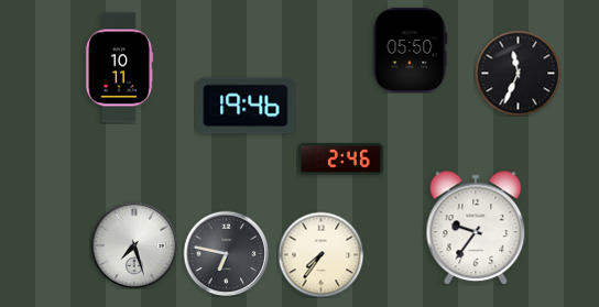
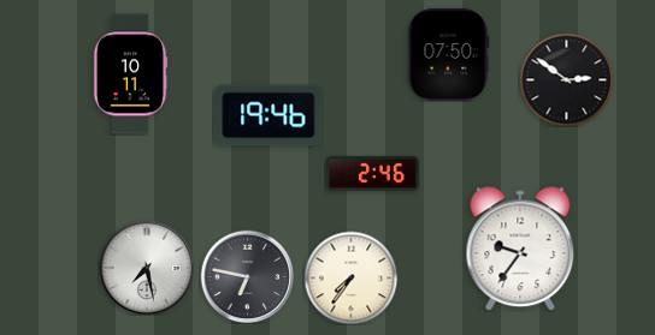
clock at (411, 50): 05:50 -> 07:50
clock at (518, 73): 11:34 -> 2:51
clock at (134, 245): 7:27 -> 7:28
